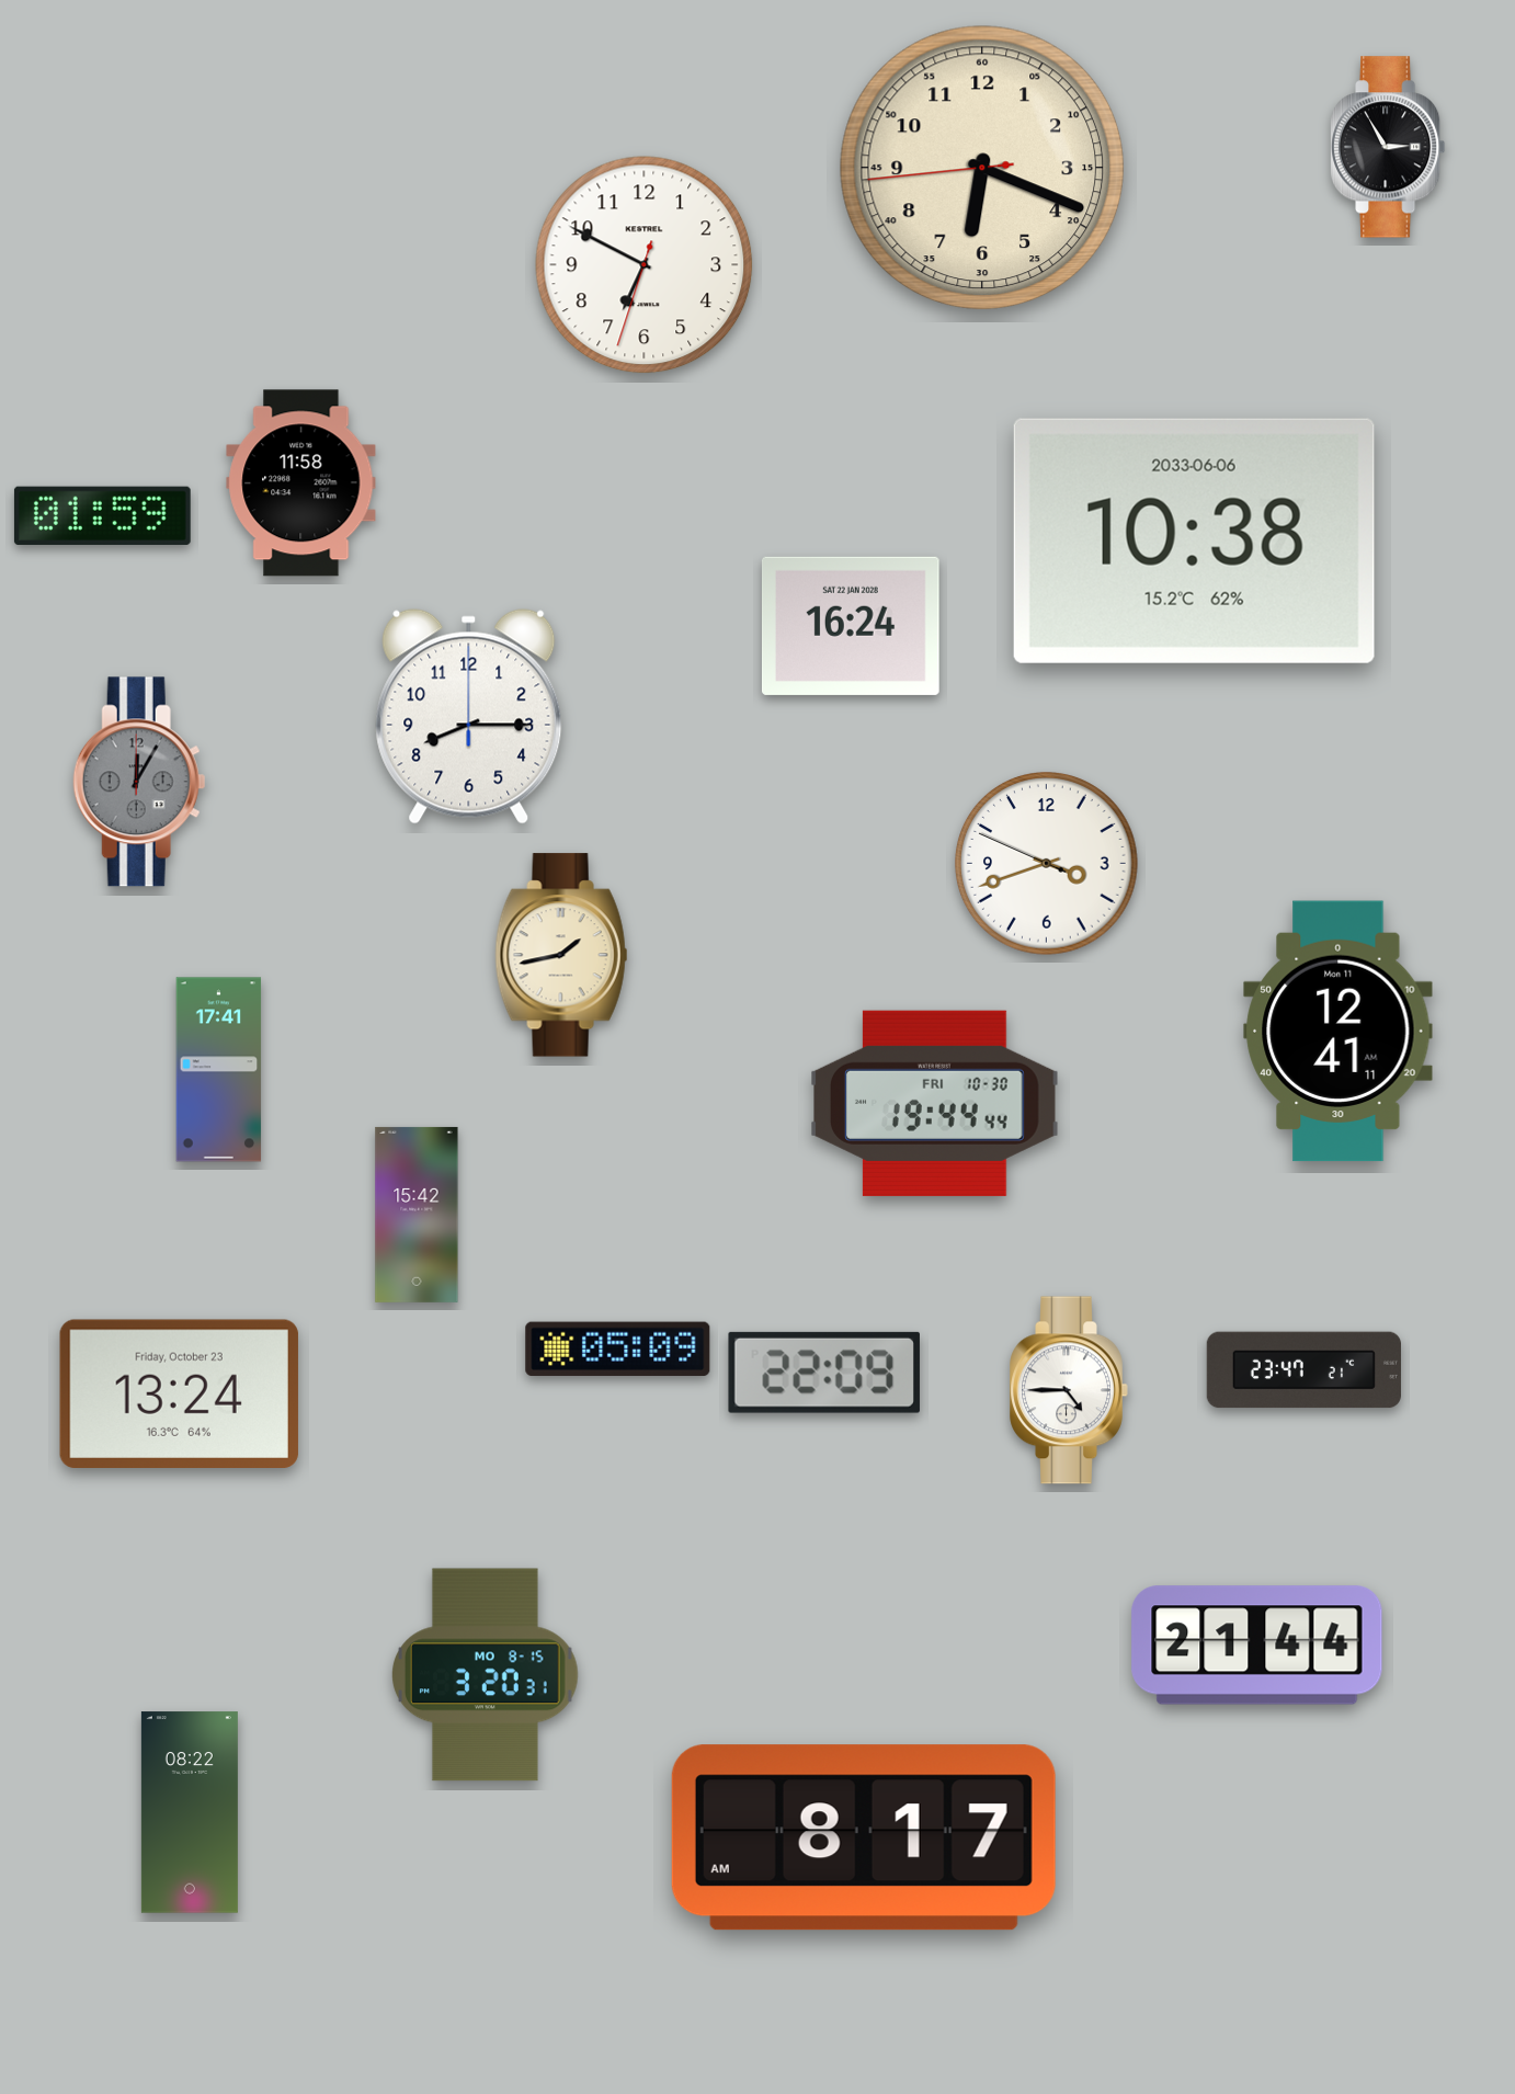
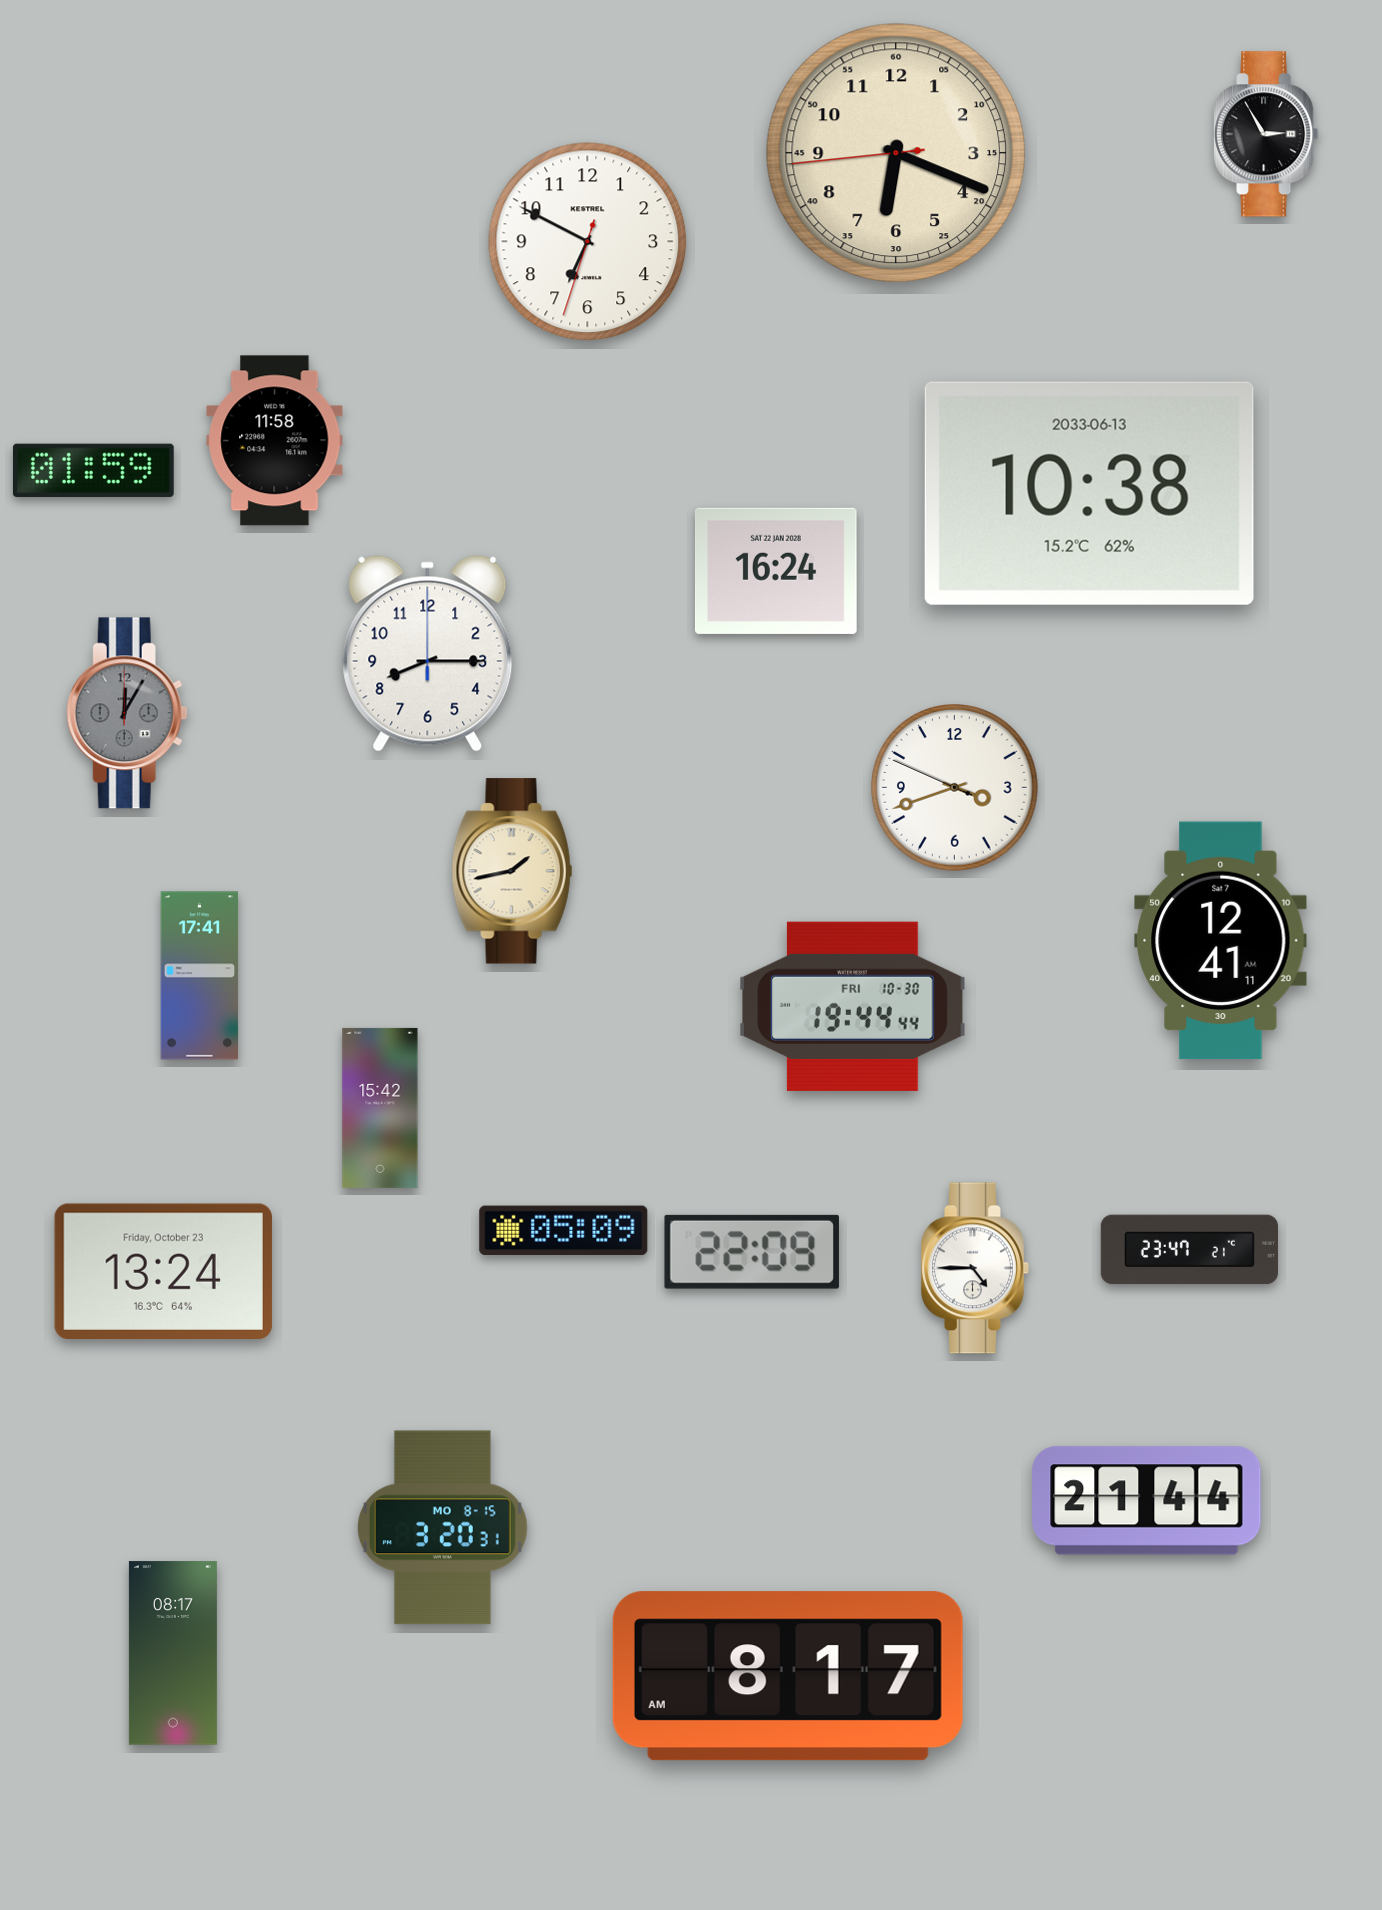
clock at (1194, 540) date: 2033-06-06 -> 2033-06-13
clock at (1339, 1032) date: Mon 11 -> Sat 7
clock at (190, 1812): 08:22 -> 08:17
